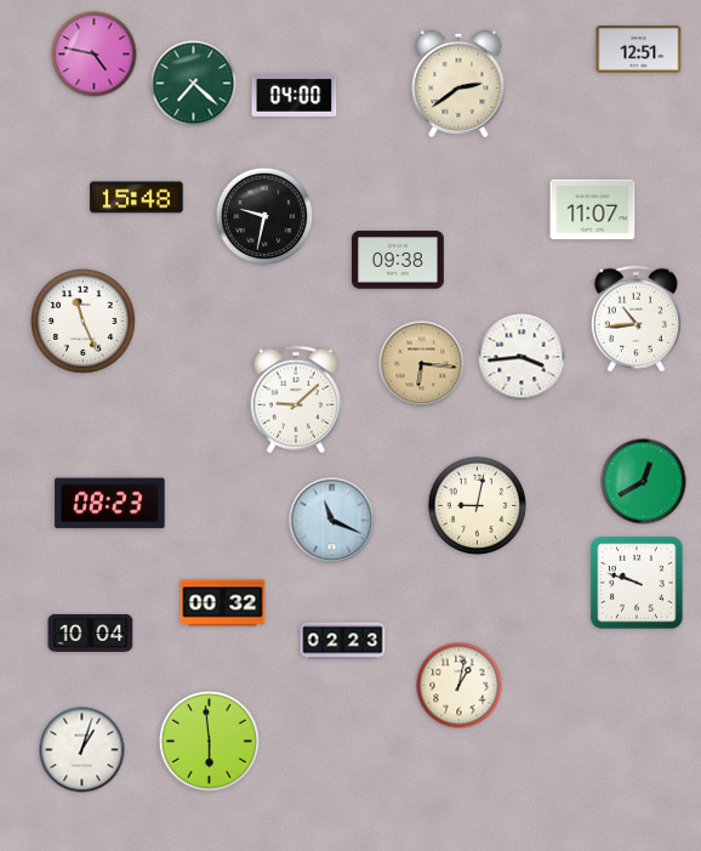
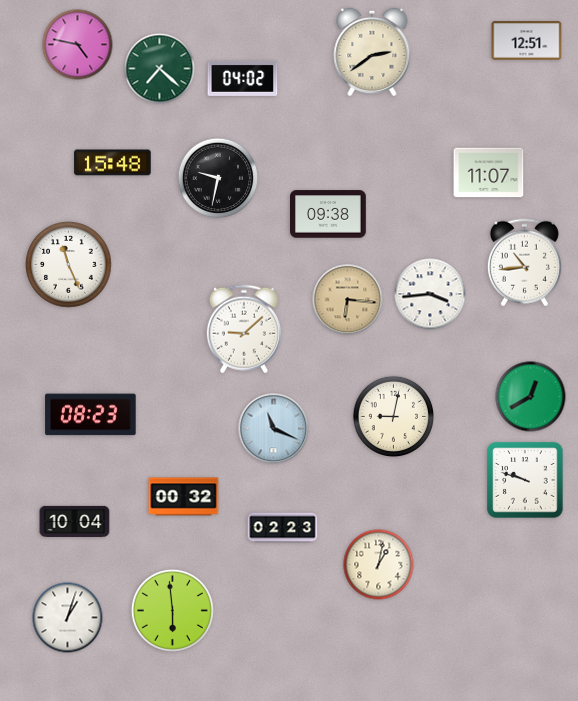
clock at (458, 83) position: (458, 83) -> (372, 51)
clock at (295, 95): 04:00 -> 04:02
